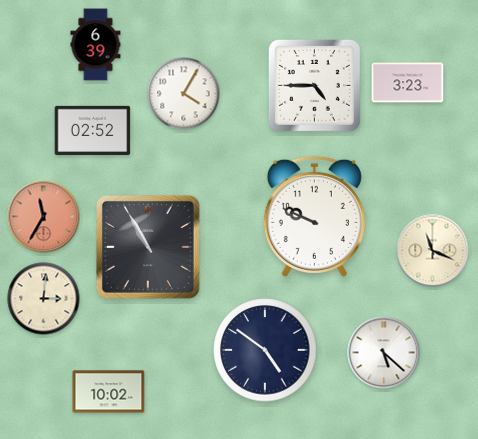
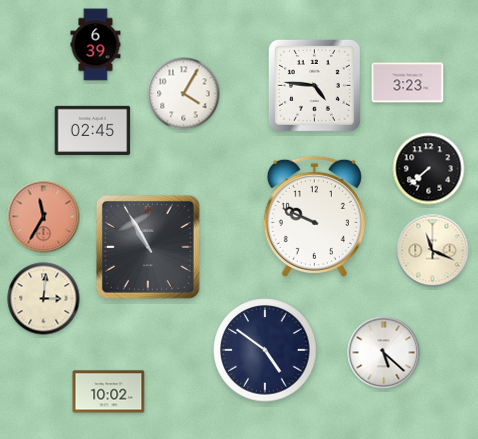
clock at (314, 85): 4:45 -> 4:46
clock at (93, 130): 02:52 -> 02:45
clock at (429, 169): none -> 7:38
